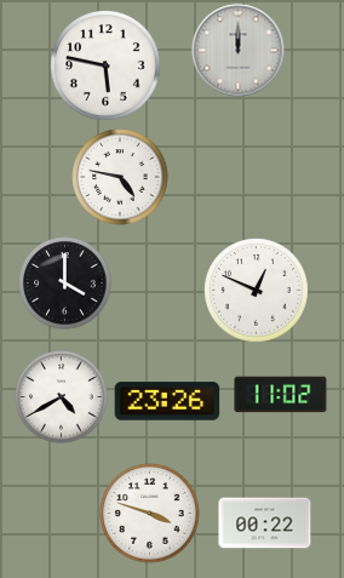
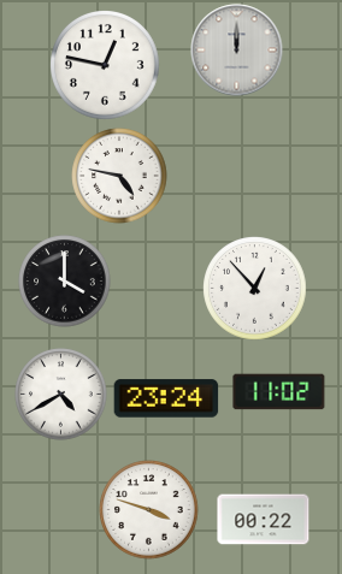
clock at (107, 67): 5:47 -> 12:47
clock at (257, 291): 12:49 -> 12:53
clock at (167, 401): 23:26 -> 23:24
